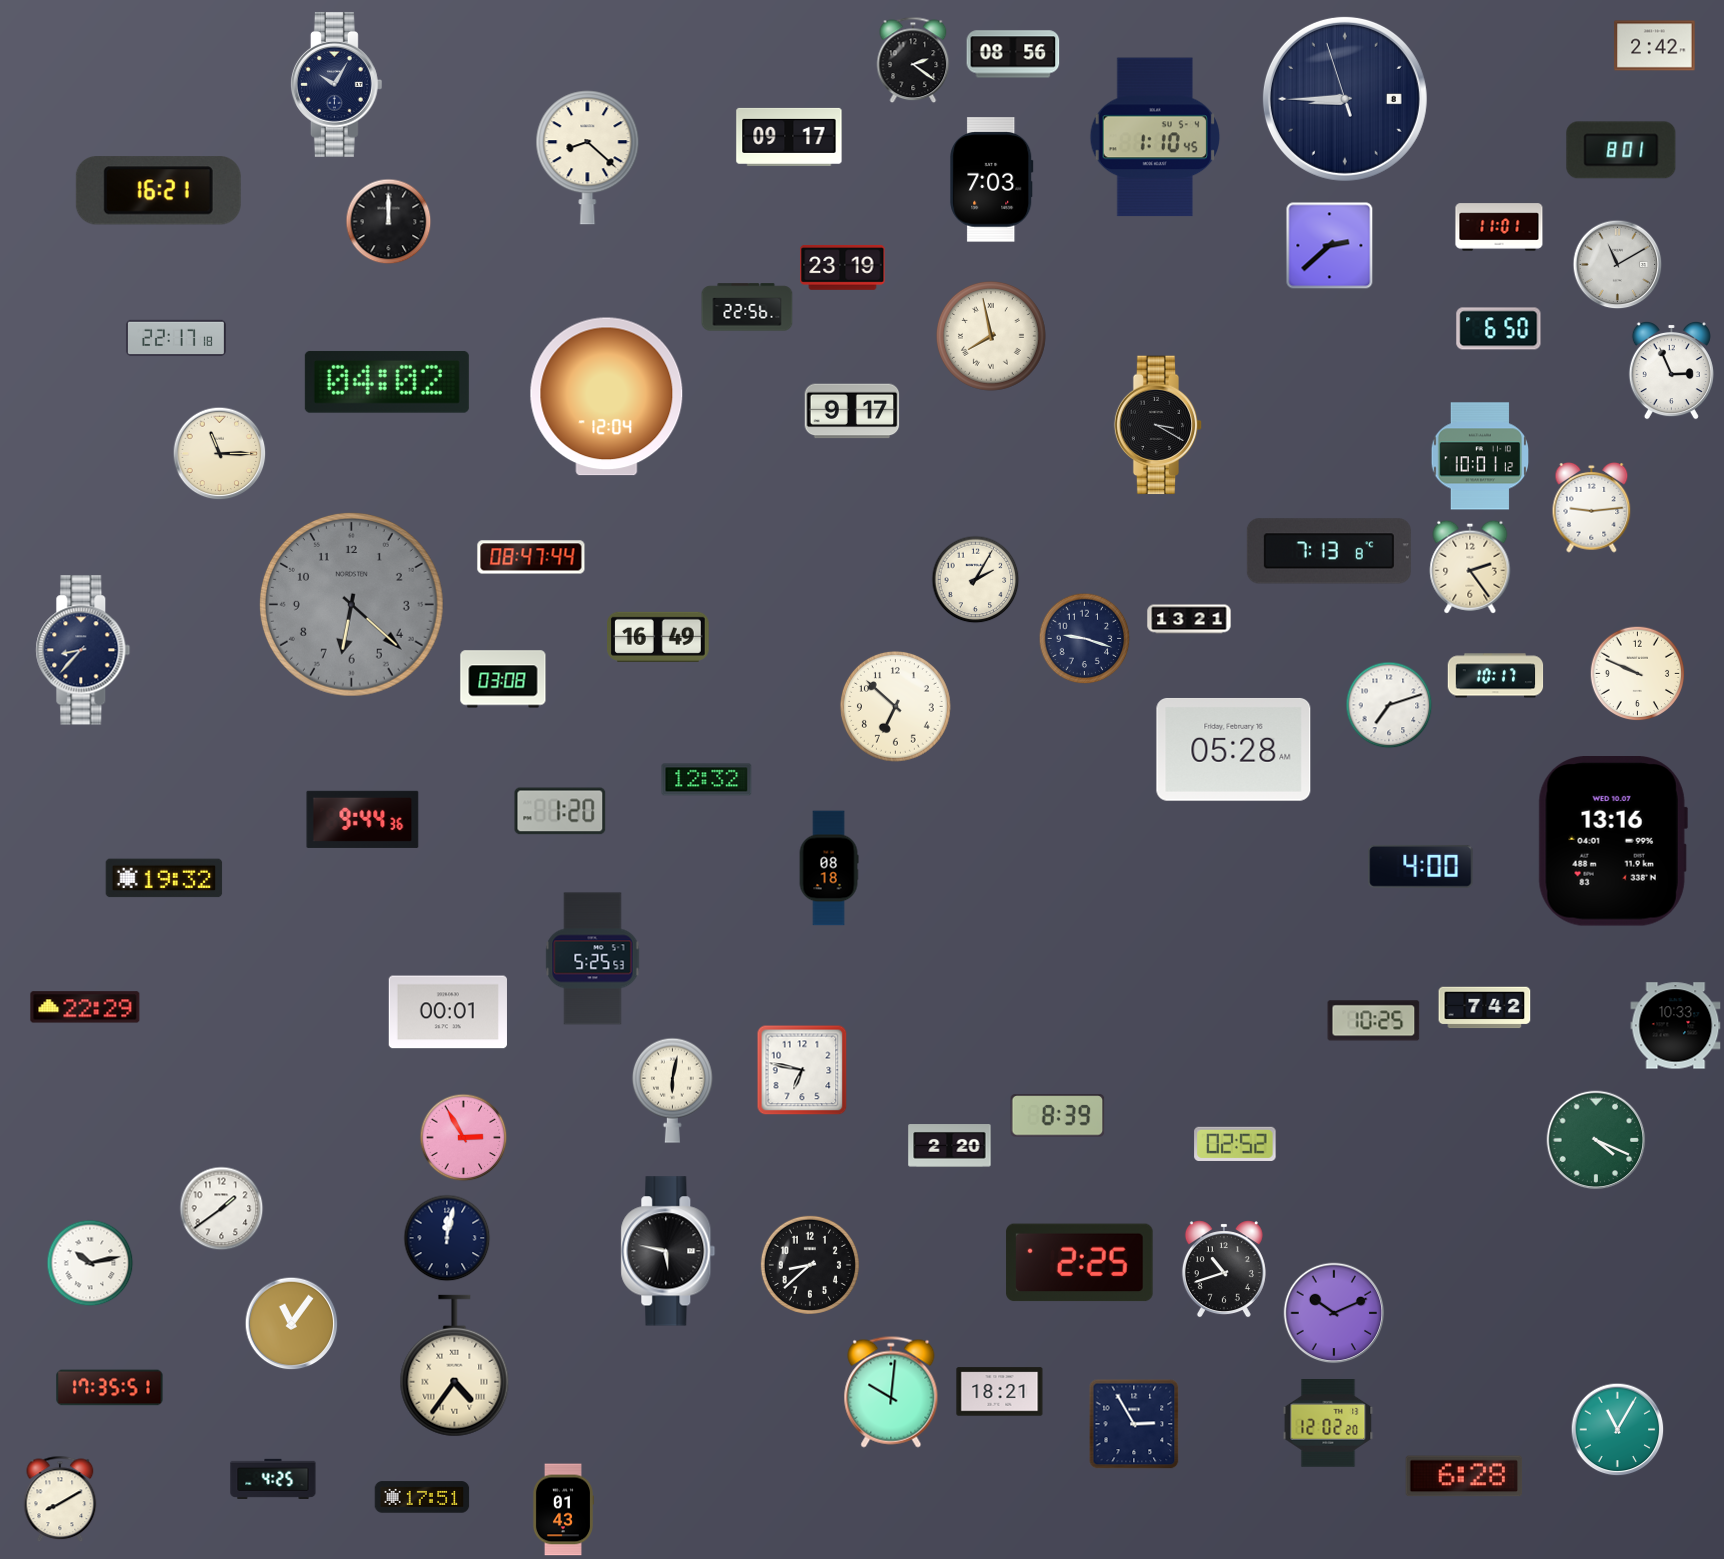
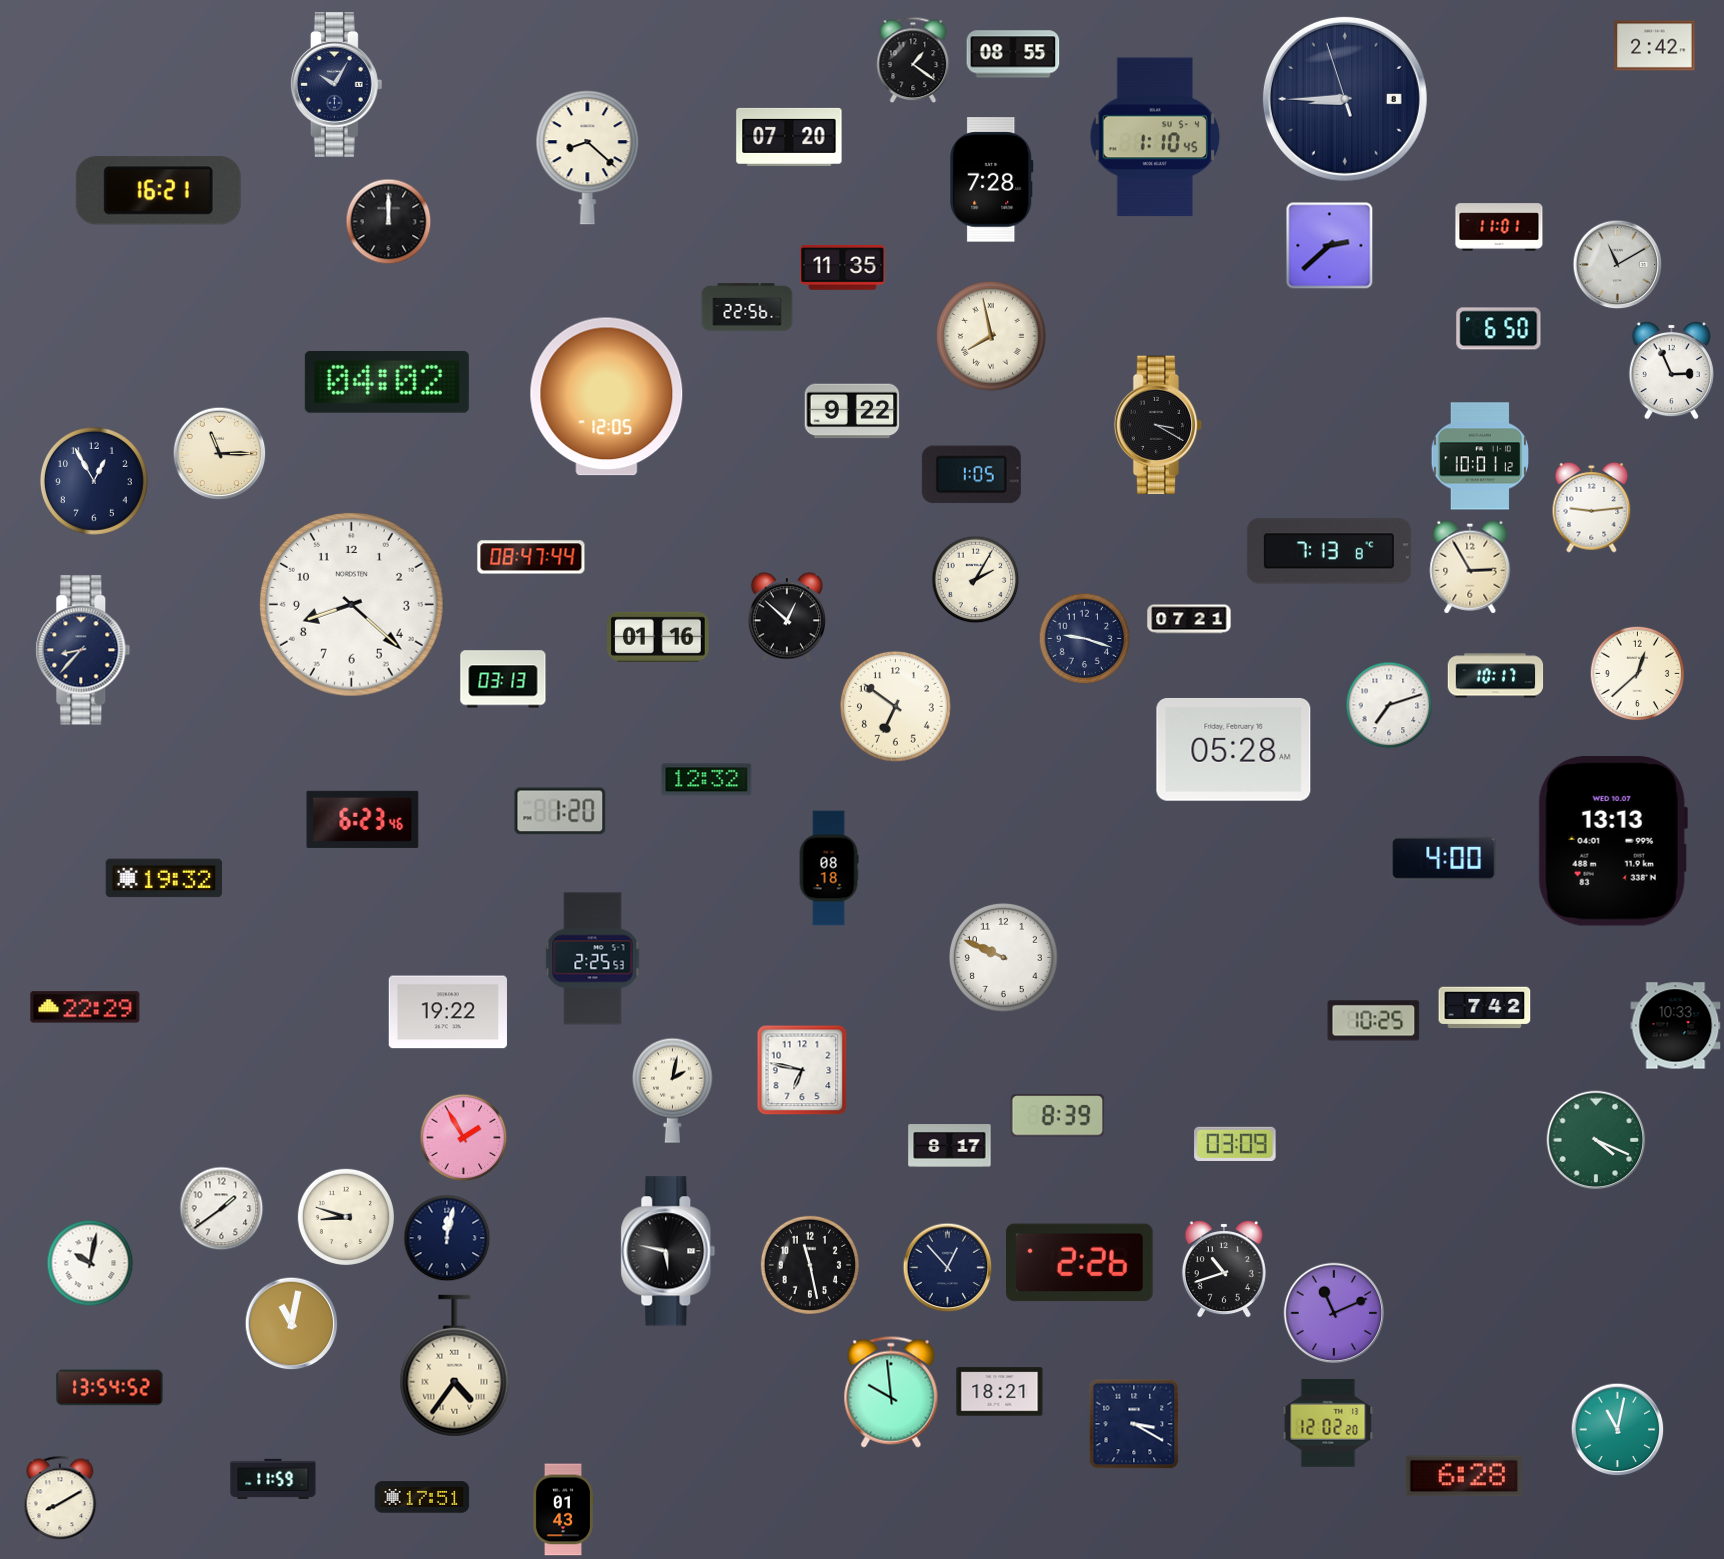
clock at (1013, 54): 08:56 -> 08:55
clock at (913, 60): 2:21 -> 1:21
clock at (789, 137): 09:17 -> 07:20
clock at (1621, 150): 8:01 -> none
clock at (992, 180): 7:03 -> 7:28
clock at (843, 267): 23:19 -> 11:35
clock at (176, 338): 22:17 -> none
clock at (607, 397): 12:04 -> 12:05
clock at (852, 411): 9:17 -> 9:22
clock at (971, 475): none -> 1:05
clock at (94, 481): none -> 12:55
clock at (1470, 567): 2:24 -> 2:55
clock at (351, 604): 6:22 -> 8:22
clock at (351, 604) dial: grey -> white
clock at (787, 617): none -> 12:52
clock at (1189, 619): 13:21 -> 07:21
clock at (659, 637): 16:49 -> 01:16
clock at (1638, 674): 9:49 -> 12:38
clock at (503, 679): 03:08 -> 03:13
clock at (895, 706): 6:52 -> 6:51
clock at (363, 819): 9:44 -> 6:23
clock at (1613, 842): 13:16 -> 13:13
clock at (1421, 866) position: (1421, 866) -> (1444, 858)
clock at (1003, 957): none -> 9:49
clock at (593, 959): 5:25 -> 2:25
clock at (448, 1012): 00:01 -> 19:22
clock at (672, 1090): 6:02 -> 2:02
clock at (464, 1138): 2:55 -> 1:55
clock at (1235, 1144): 02:52 -> 03:09
clock at (950, 1146): 2:20 -> 8:17
clock at (345, 1216): none -> 8:48
clock at (90, 1263): 10:13 -> 10:02
clock at (1080, 1263): 2:25 -> 2:26
clock at (810, 1265): 8:38 -> 11:28
clock at (948, 1268): none -> 12:53
clock at (1334, 1313): 10:11 -> 11:11
clock at (292, 1324): 11:06 -> 11:02
clock at (110, 1388): 17:35 -> 13:54
clock at (891, 1392): 10:01 -> 9:59
clock at (1134, 1424): 2:55 -> 3:20
clock at (1618, 1430): 11:05 -> 11:02
clock at (273, 1479): 4:25 -> 11:59
